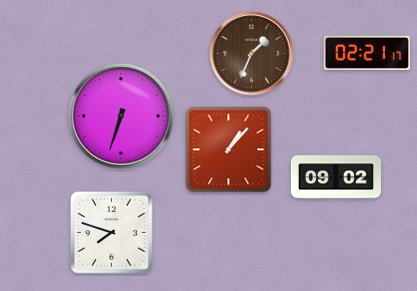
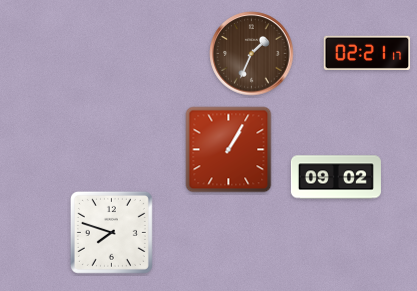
clock at (122, 117): 6:33 -> none
clock at (229, 150): 1:07 -> 1:05
